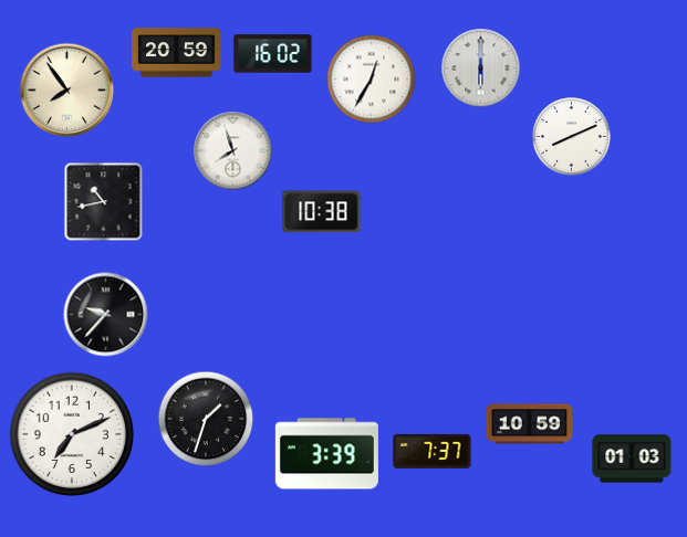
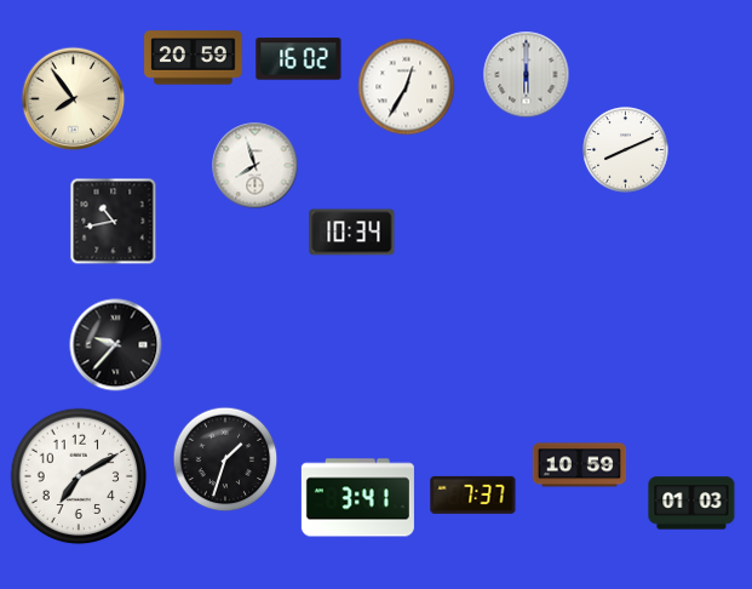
clock at (322, 212): 10:38 -> 10:34
clock at (72, 434): 7:11 -> 7:10
clock at (326, 454): 3:39 -> 3:41
